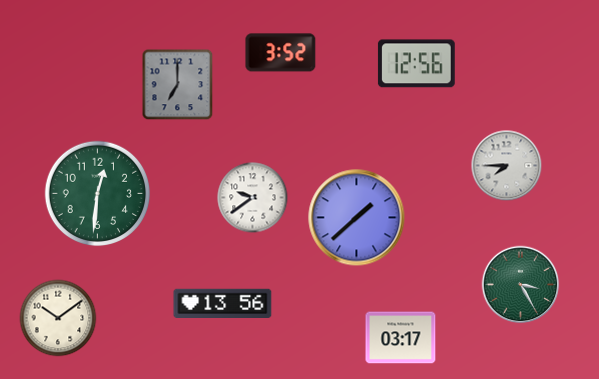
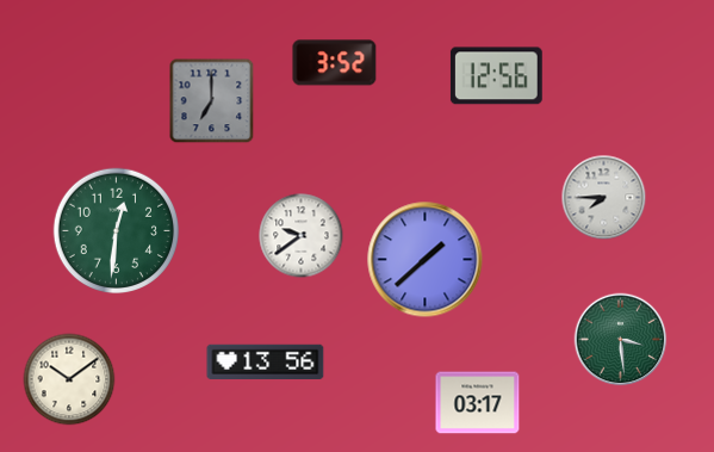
clock at (521, 285): 3:25 -> 3:29
